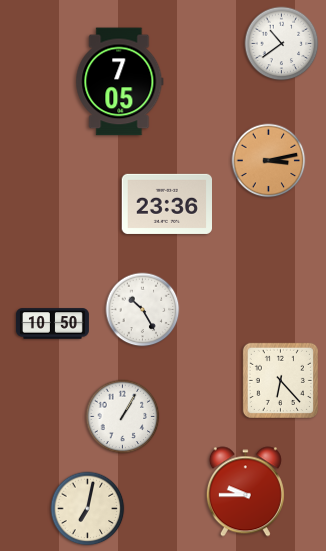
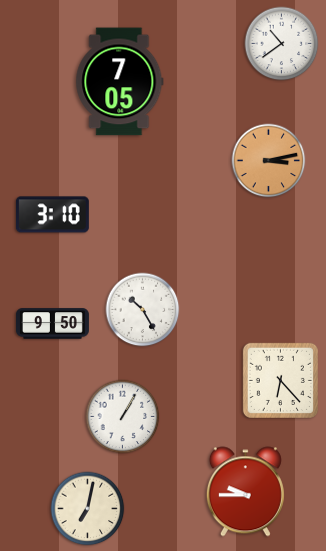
clock at (167, 204): 23:36 -> none
clock at (52, 215): none -> 3:10
clock at (52, 324): 10:50 -> 9:50
